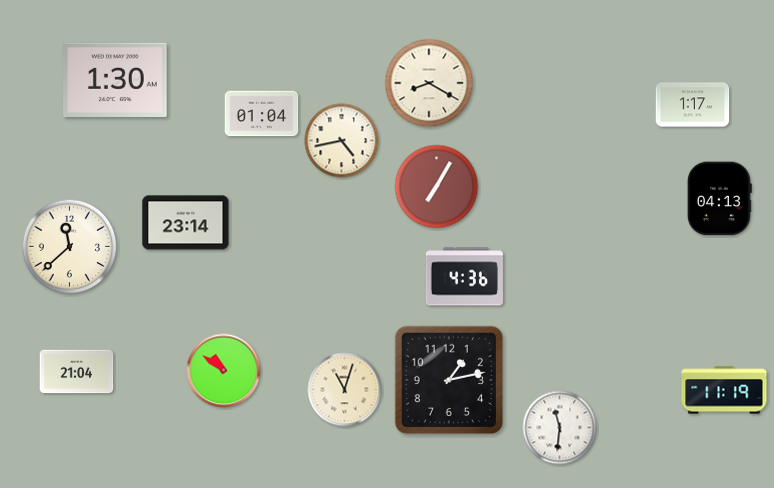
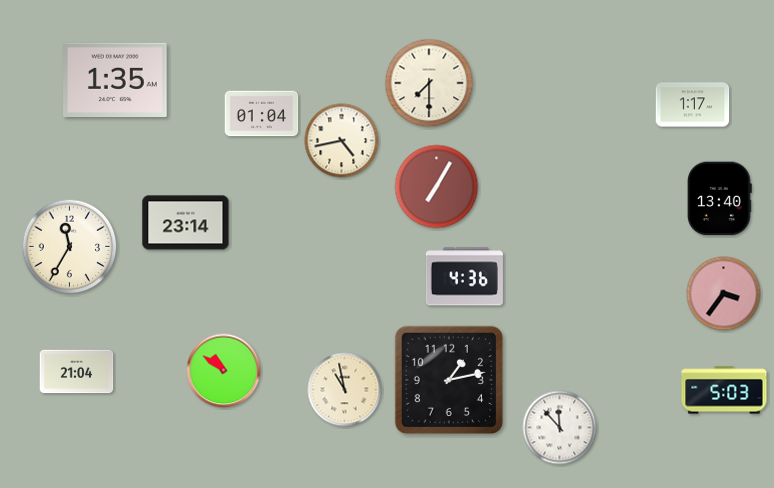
clock at (115, 79): 1:30 -> 1:35
clock at (429, 83): 8:20 -> 7:30
clock at (719, 199): 04:13 -> 13:40
clock at (70, 247): 11:38 -> 11:35
clock at (724, 294): none -> 3:36
clock at (345, 390): 11:03 -> 10:58
clock at (724, 390): 11:19 -> 5:03
clock at (560, 428): 11:31 -> 11:53
